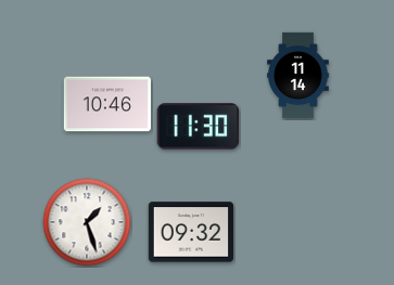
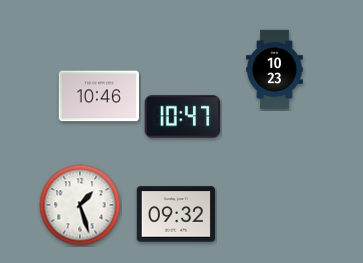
clock at (298, 76): 11:14 -> 10:23
clock at (199, 127): 11:30 -> 10:47
